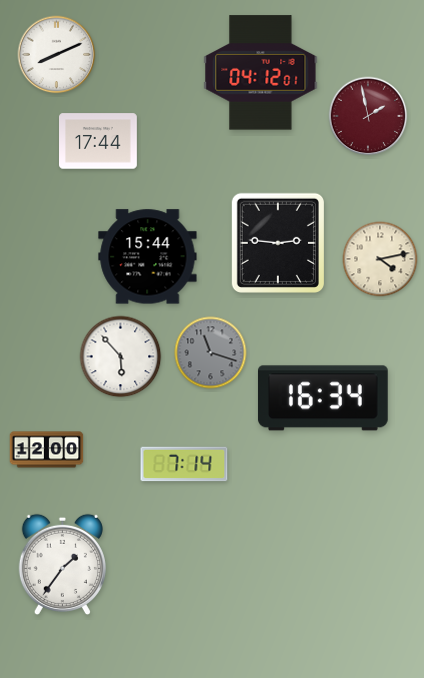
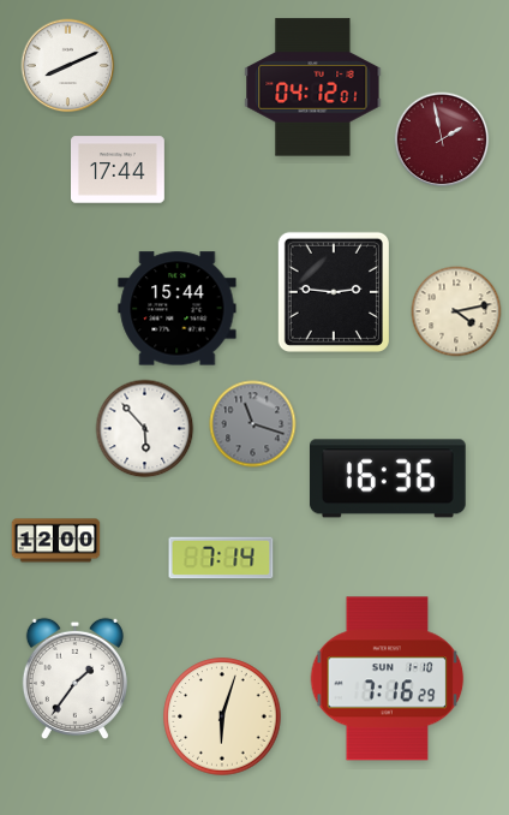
clock at (323, 398): 16:34 -> 16:36
clock at (388, 679): none -> 7:16
clock at (222, 716): none -> 6:03
